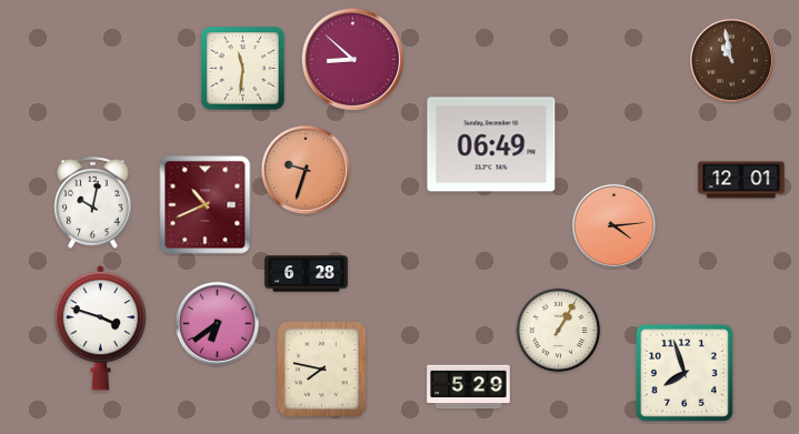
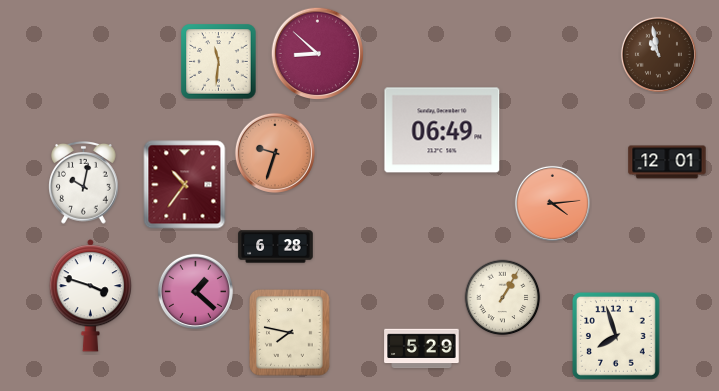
clock at (206, 205): 10:41 -> 10:36
clock at (217, 323): 6:39 -> 1:22
